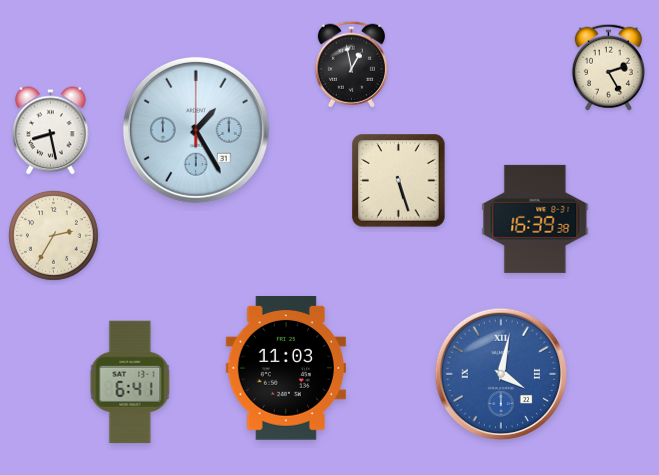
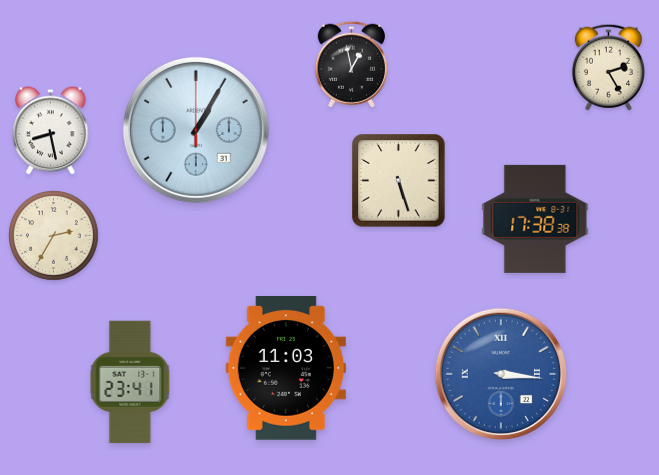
clock at (196, 130): 1:25 -> 1:05
clock at (535, 219): 16:39 -> 17:38
clock at (501, 374): 4:02 -> 3:16
clock at (130, 382): 6:41 -> 23:41
